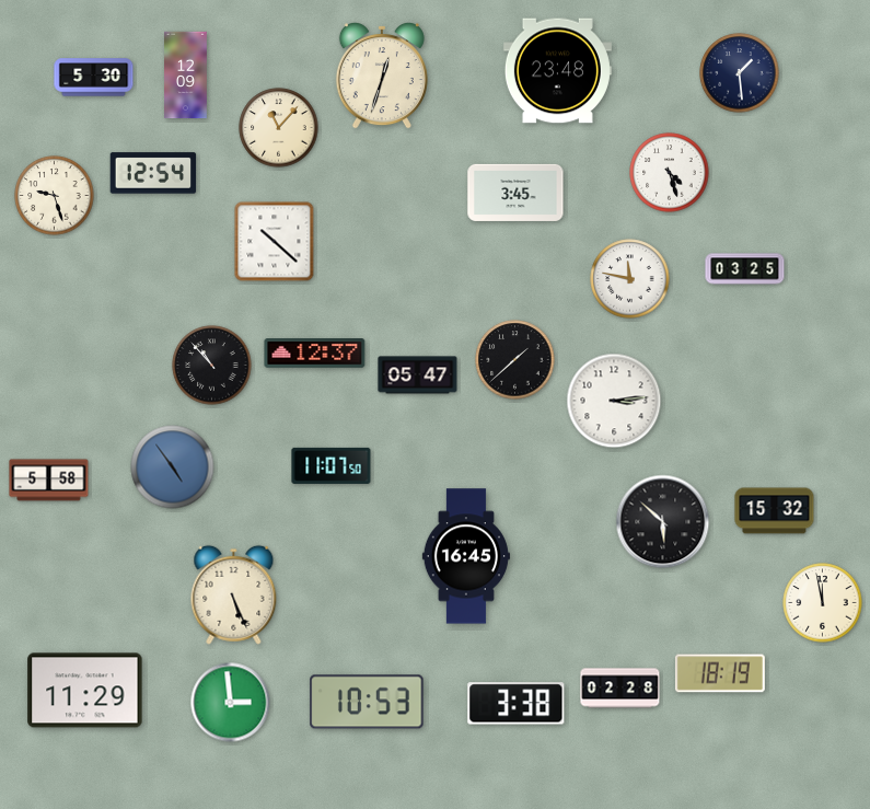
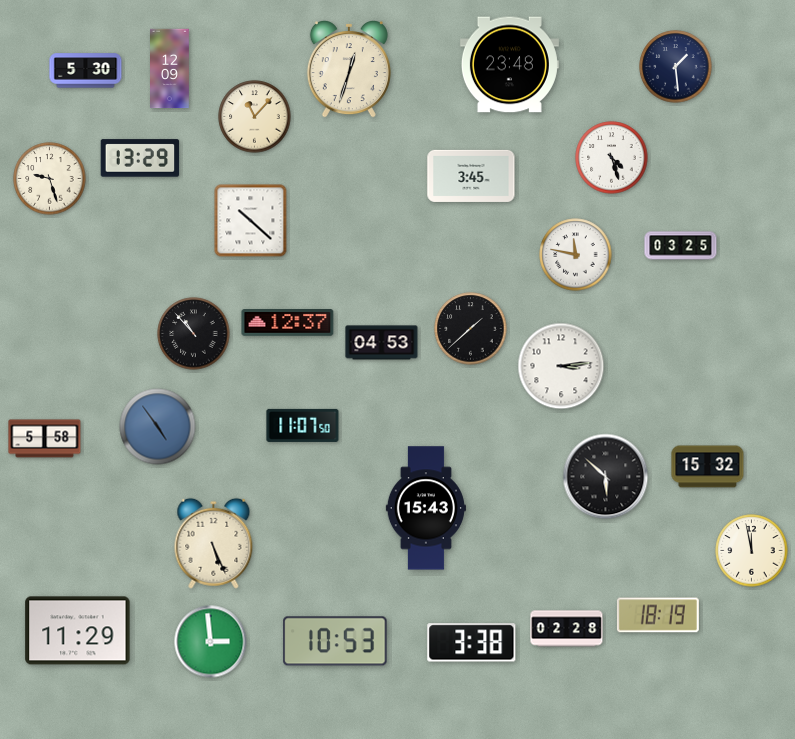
clock at (153, 173): 12:54 -> 13:29
clock at (418, 375): 05:47 -> 04:53
clock at (466, 556): 16:45 -> 15:43
